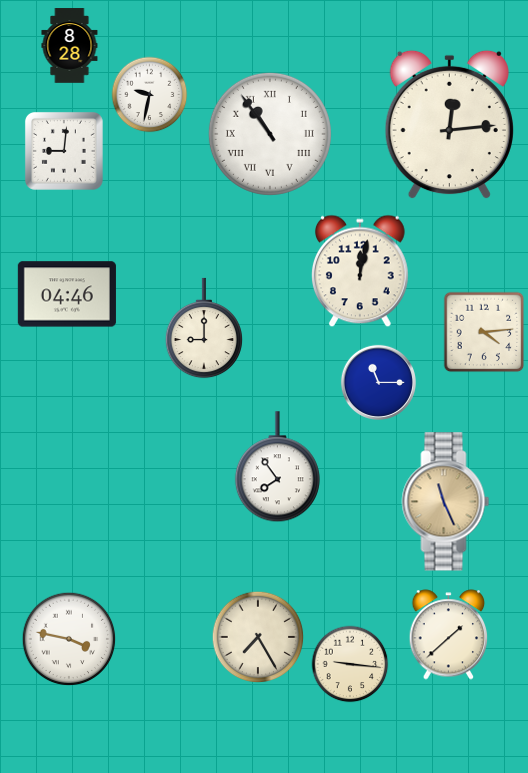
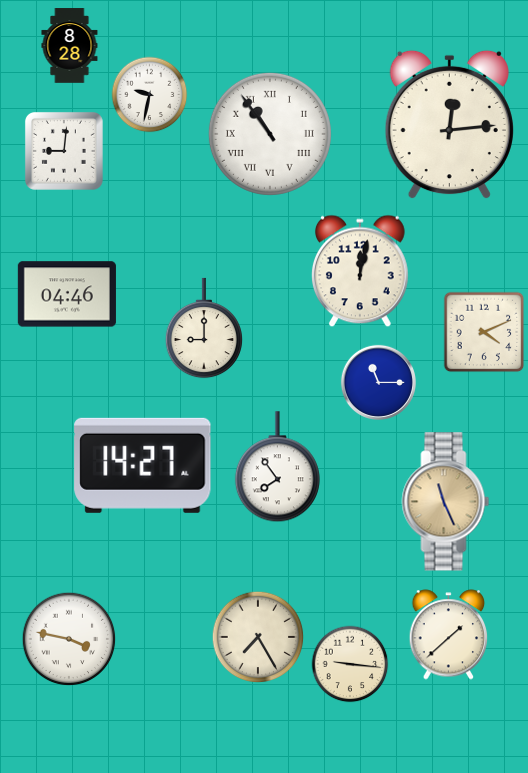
clock at (484, 332): 4:14 -> 4:11
clock at (143, 465): none -> 14:27
